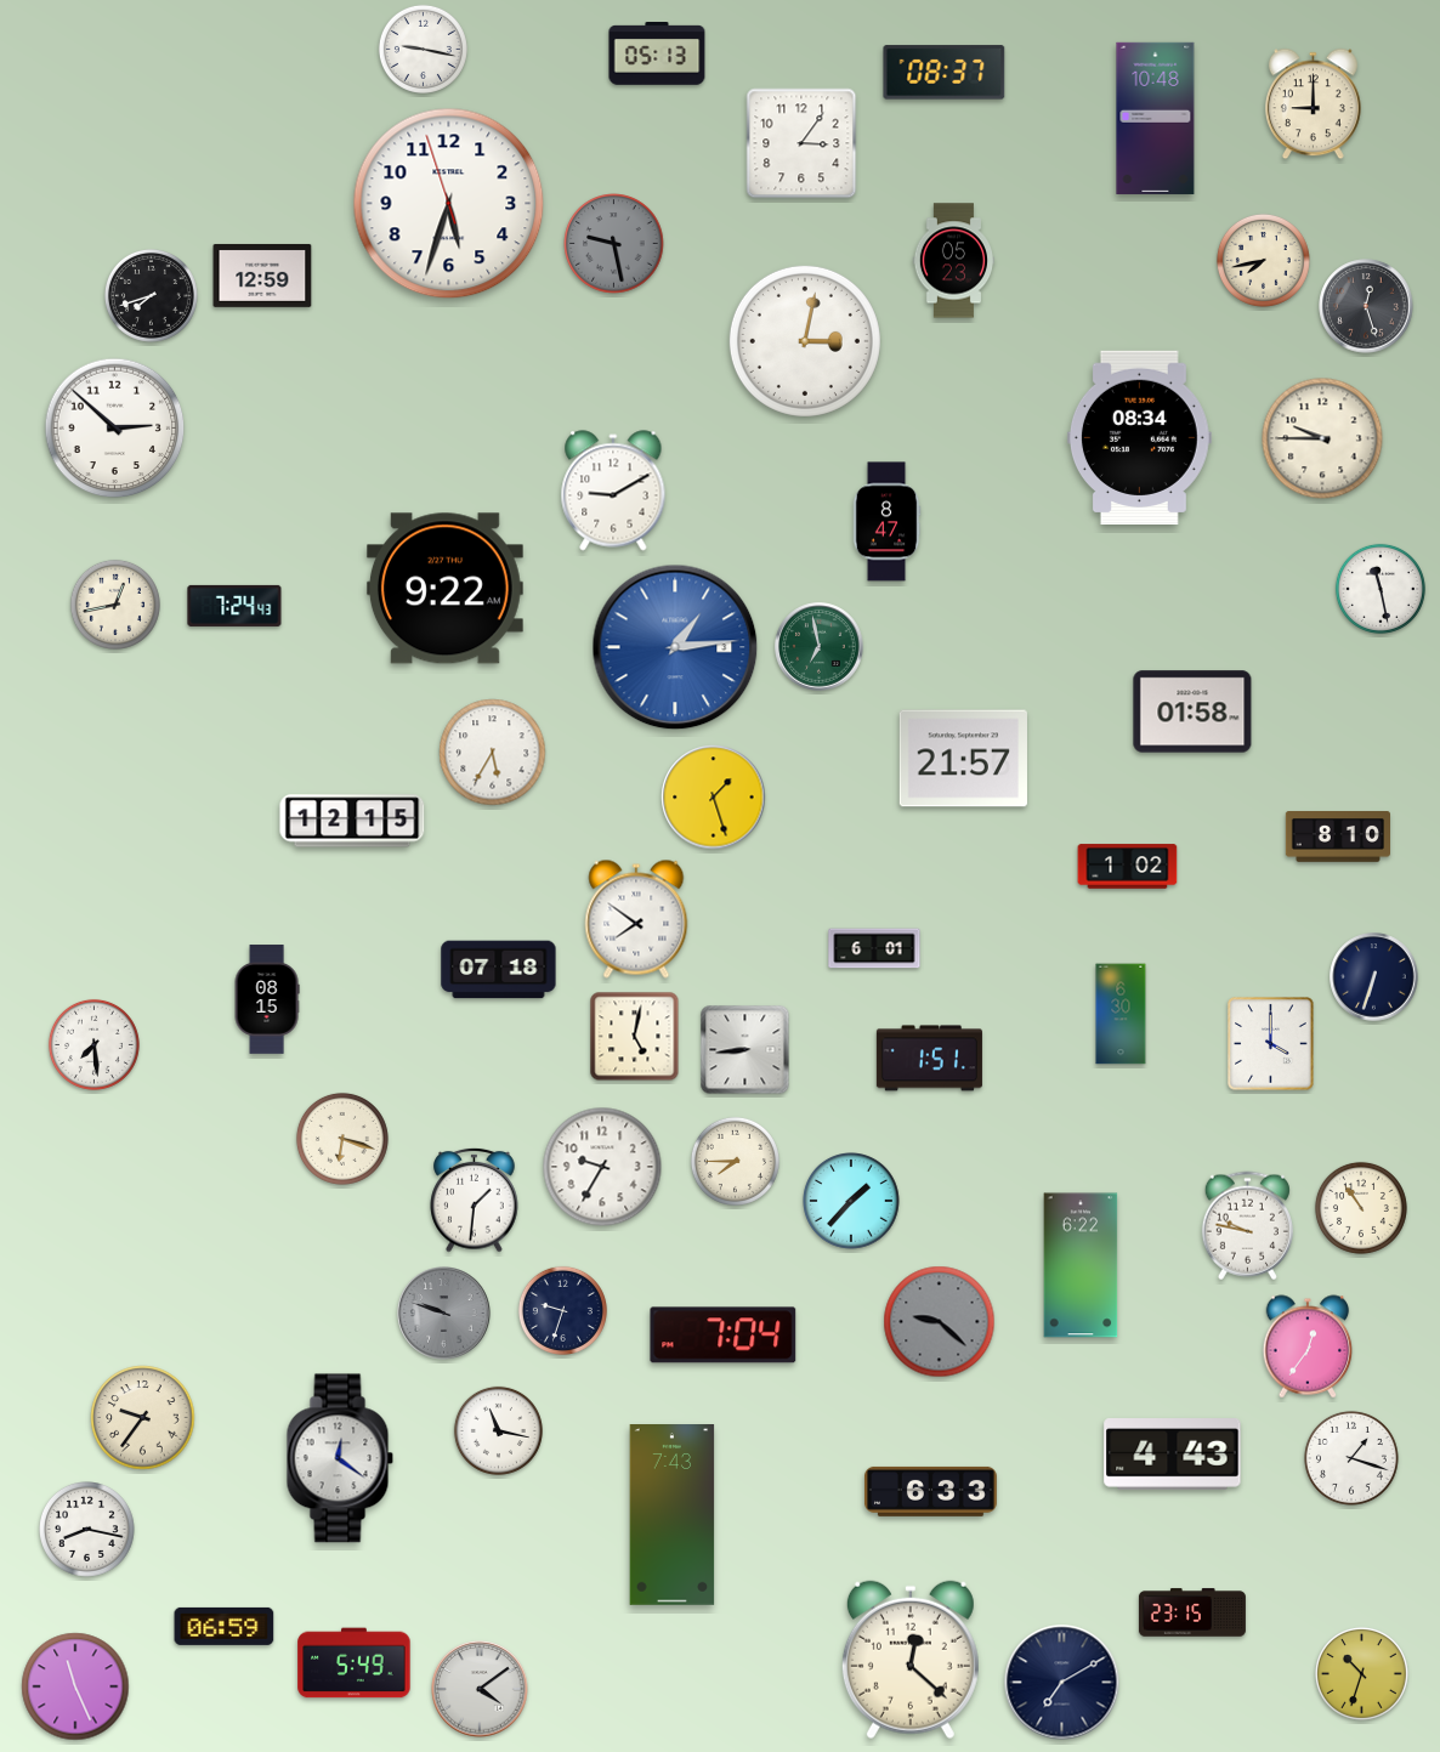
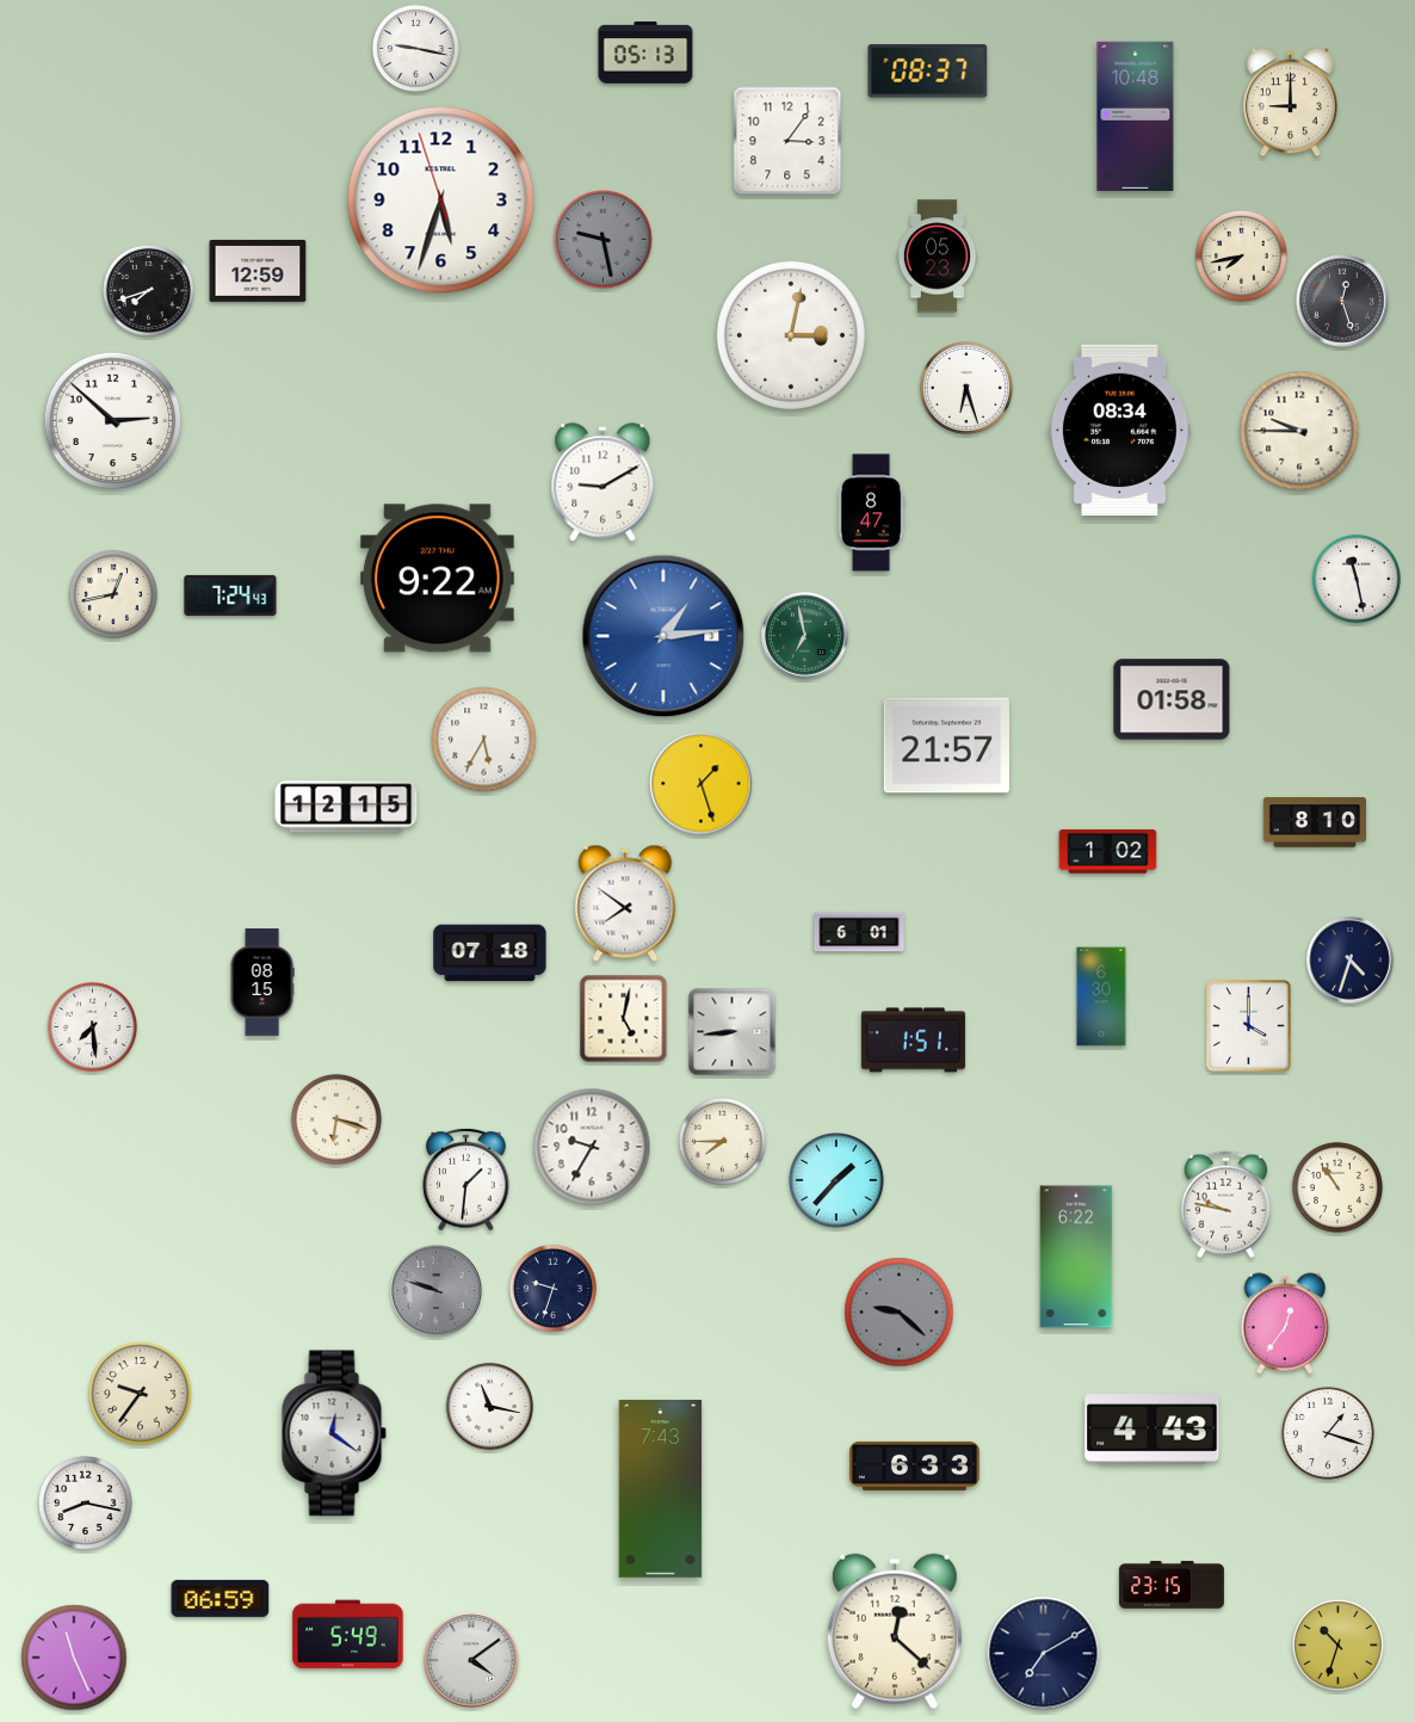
clock at (966, 388): none -> 6:27
clock at (1374, 977): 6:33 -> 4:33
clock at (1081, 1265) position: (1081, 1265) -> (1076, 1257)
clock at (940, 1322) position: (940, 1322) -> (900, 1313)
clock at (724, 1336): 7:04 -> none
